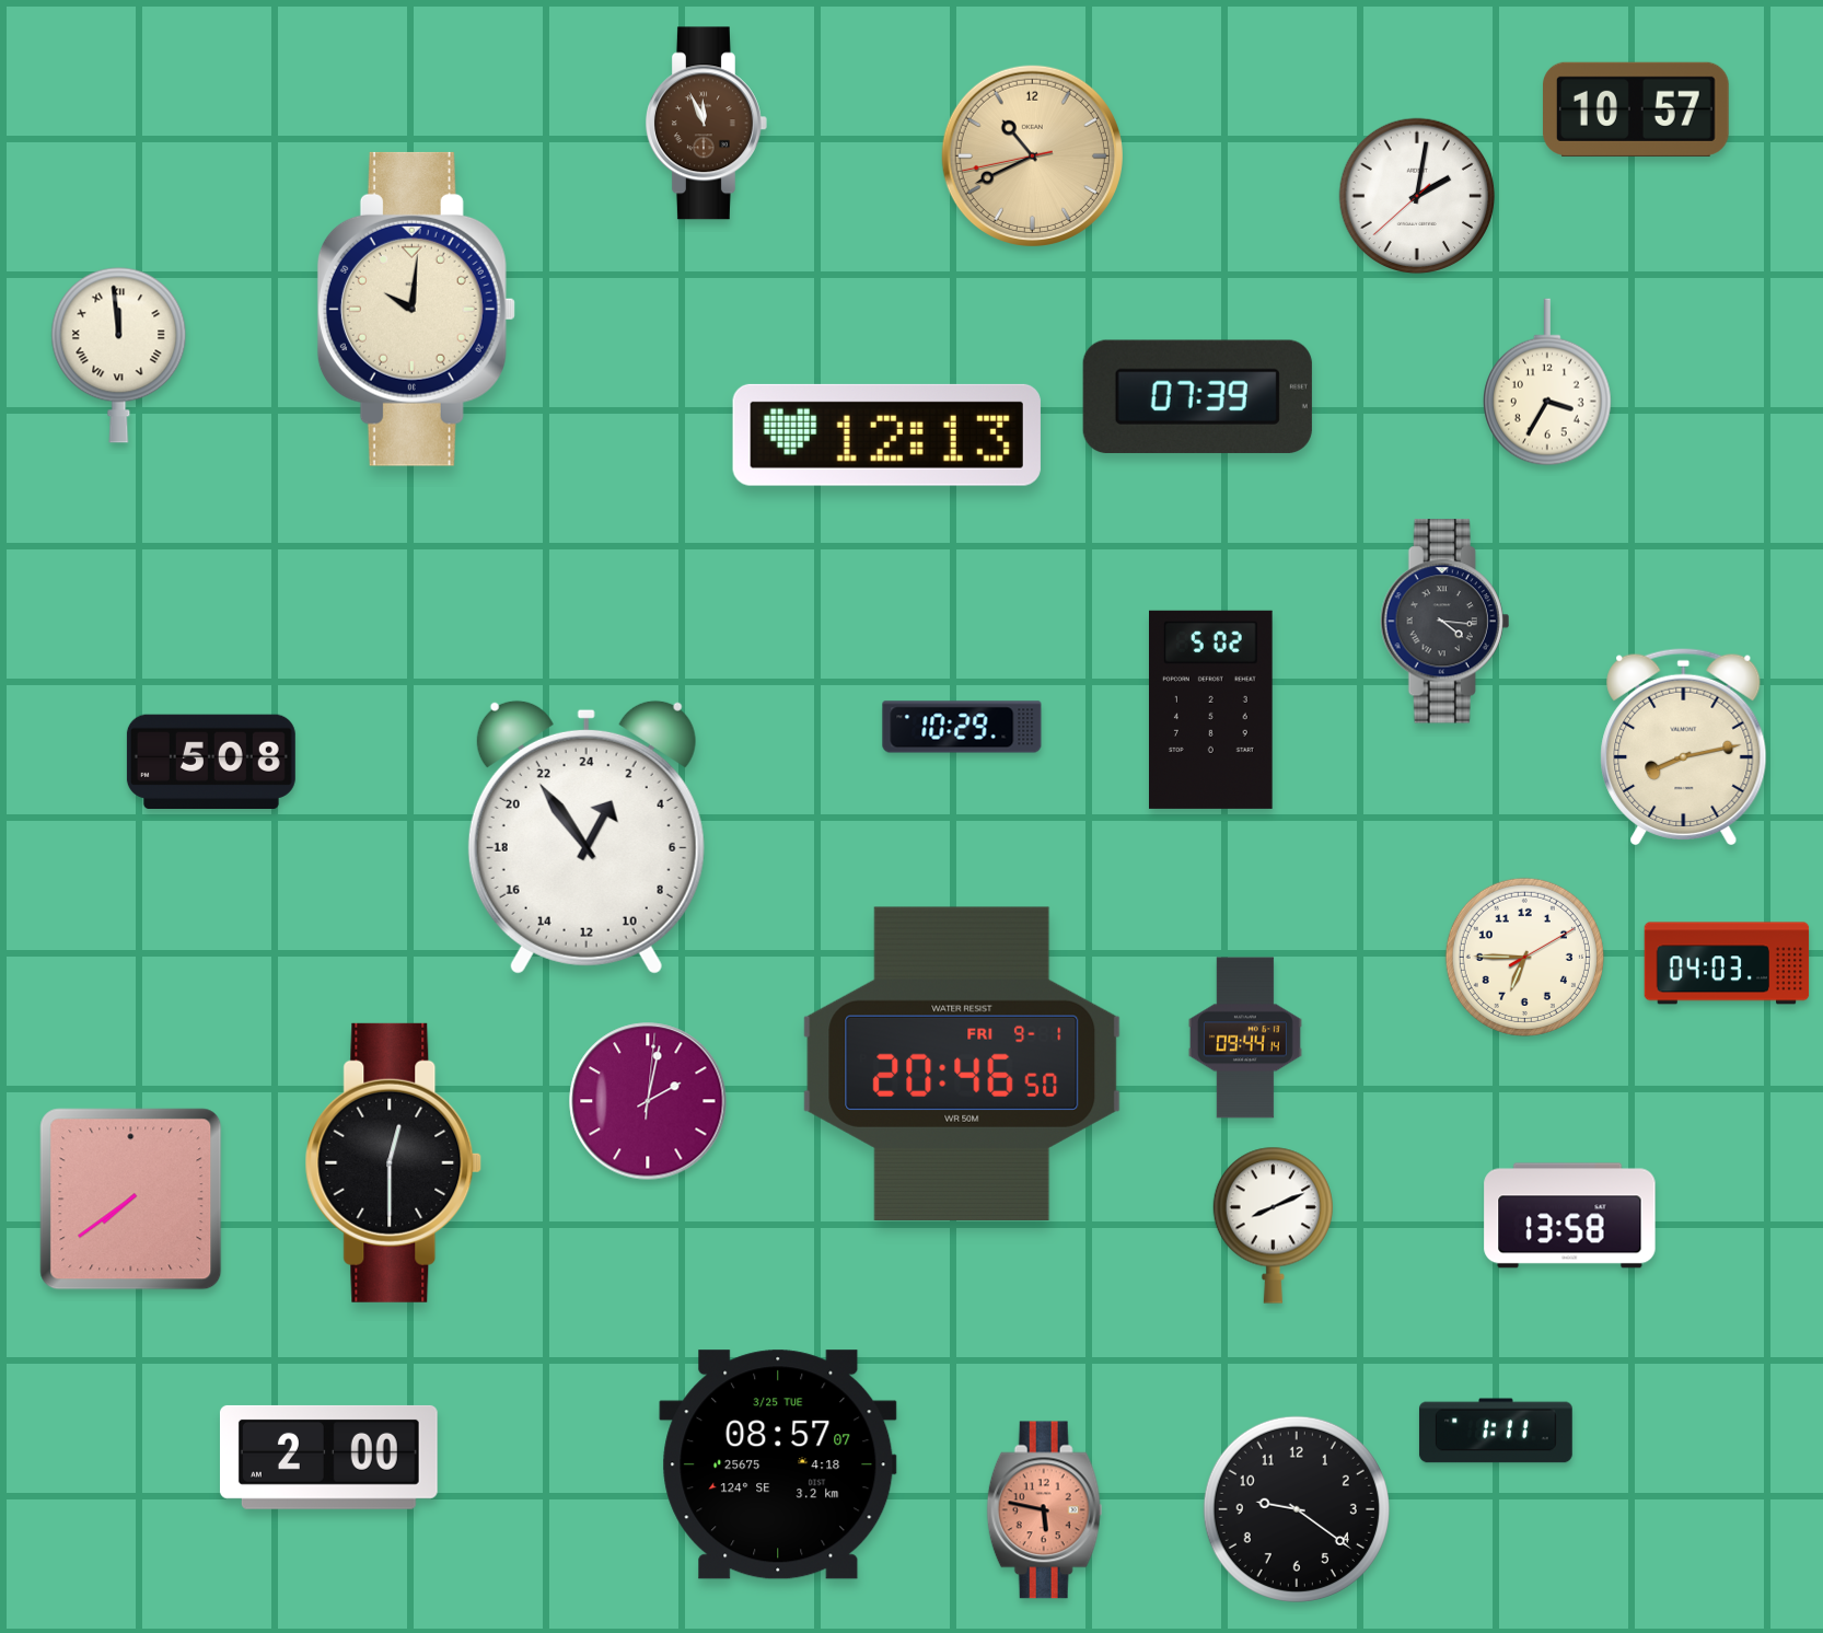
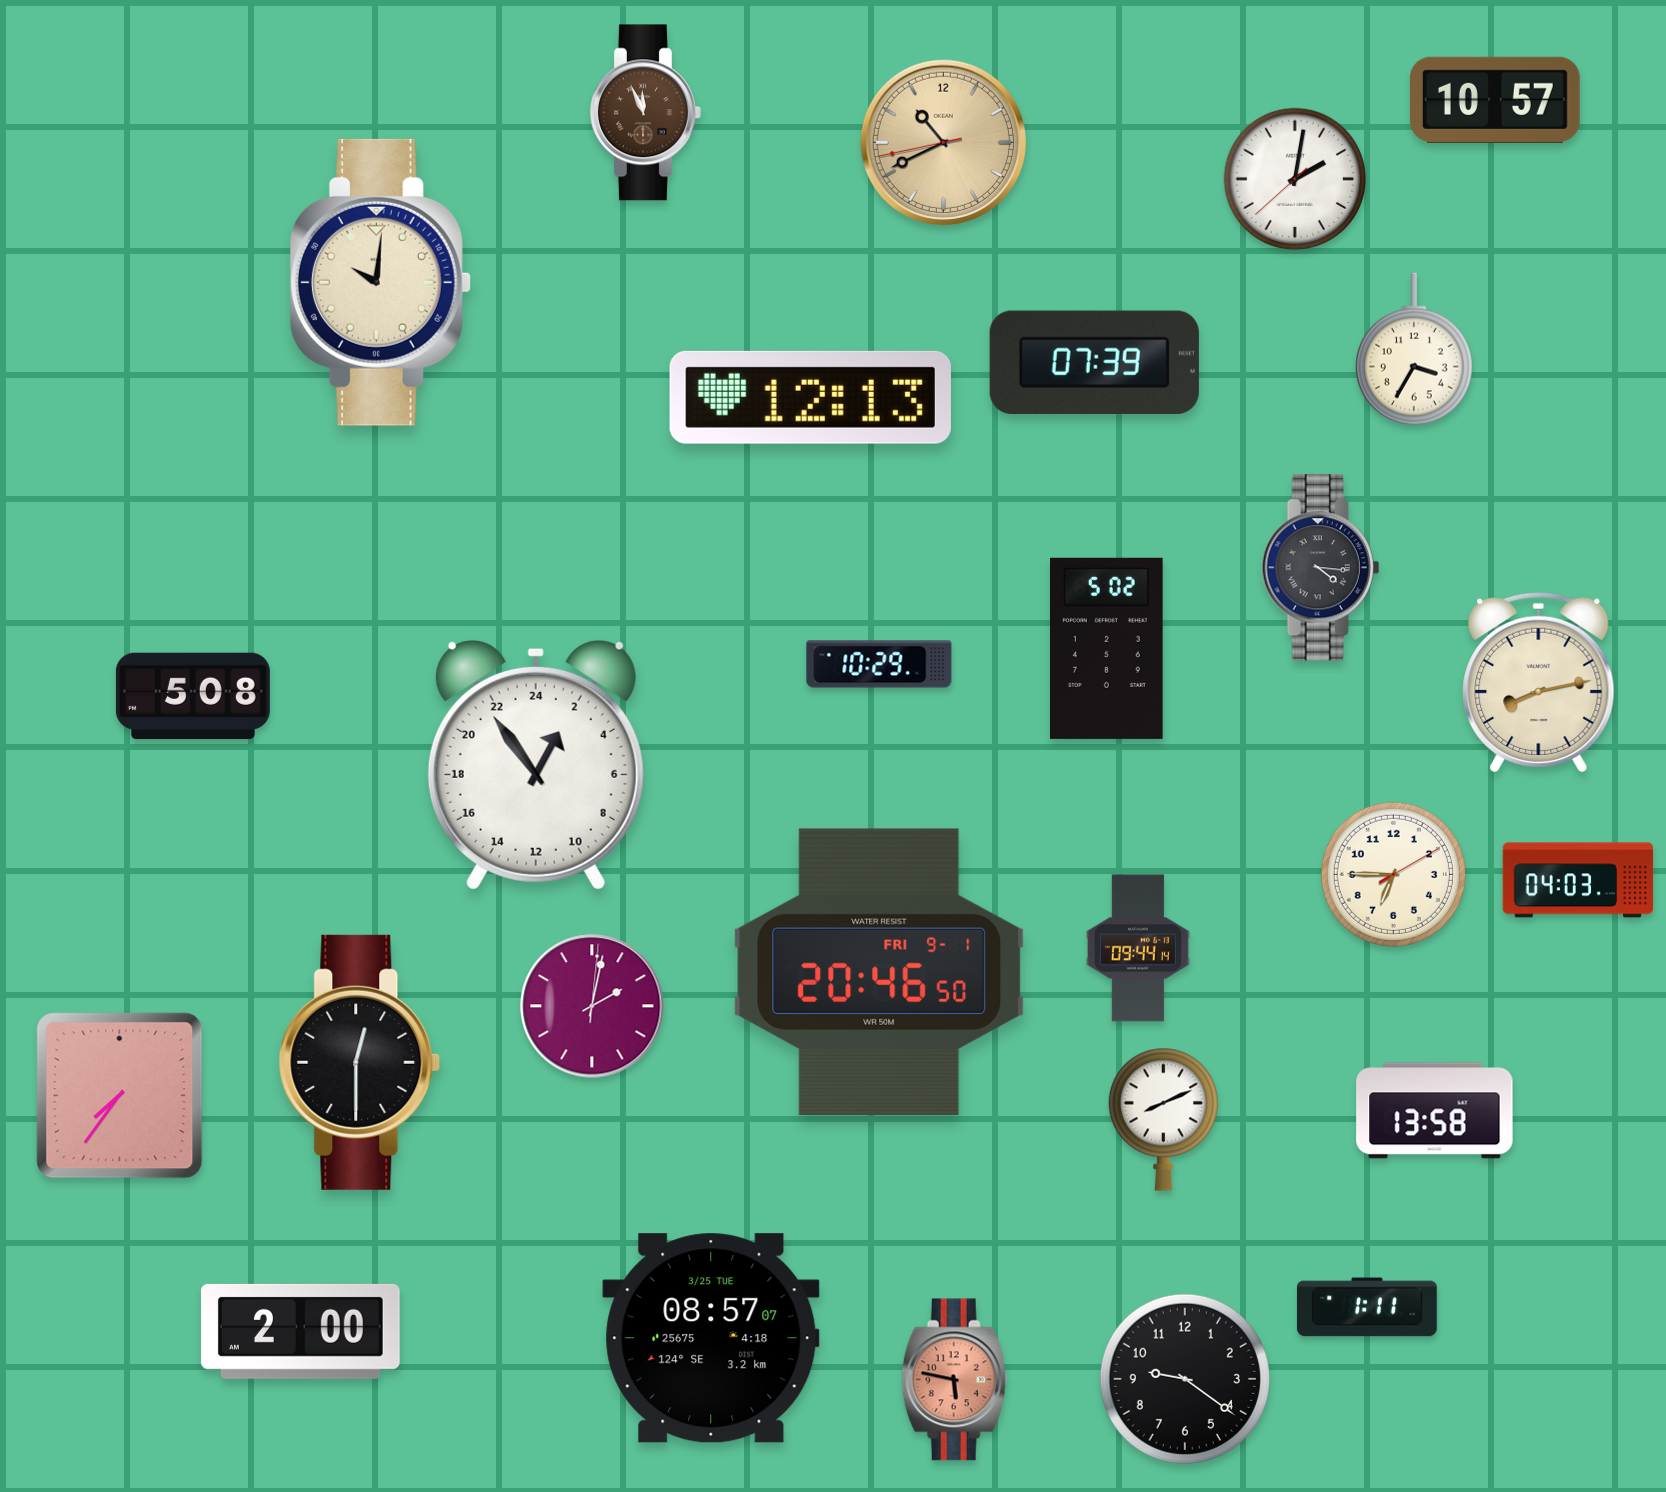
clock at (119, 355): 11:59 -> none
clock at (131, 1200): 7:39 -> 7:36
